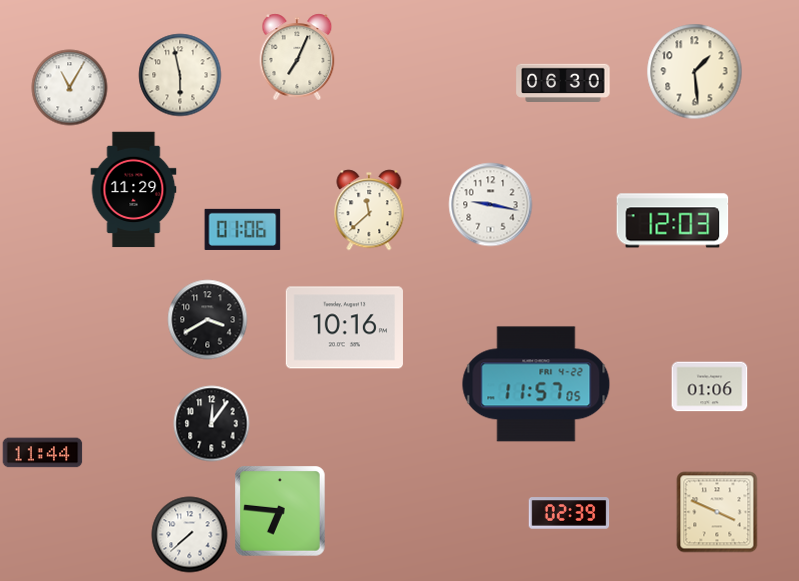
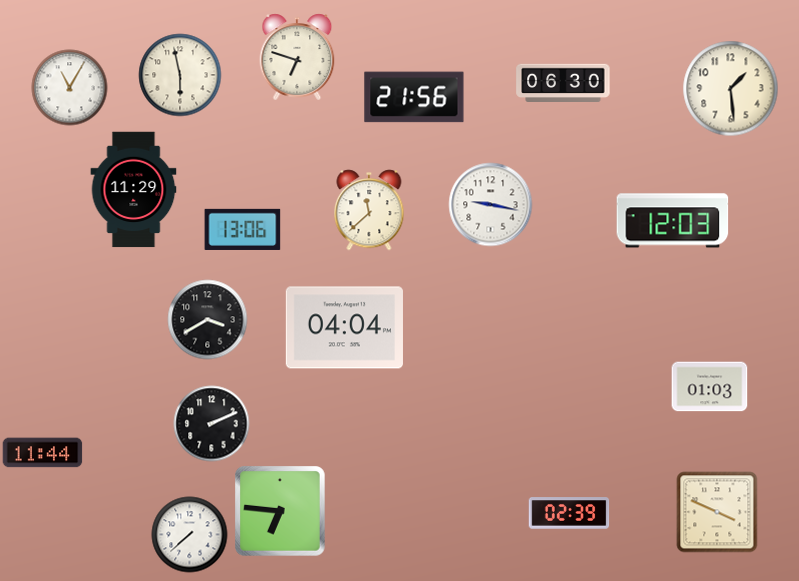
clock at (297, 57): 7:04 -> 6:48
clock at (695, 72) position: (695, 72) -> (731, 89)
clock at (414, 97): none -> 21:56
clock at (243, 229): 01:06 -> 13:06
clock at (344, 328): 10:16 -> 04:04
clock at (536, 384): 11:57 -> none
clock at (710, 387): 01:06 -> 01:03
clock at (212, 424): 12:06 -> 2:11
